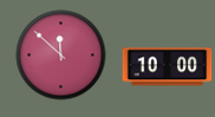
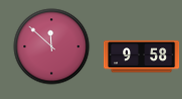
clock at (168, 67): 10:00 -> 9:58
